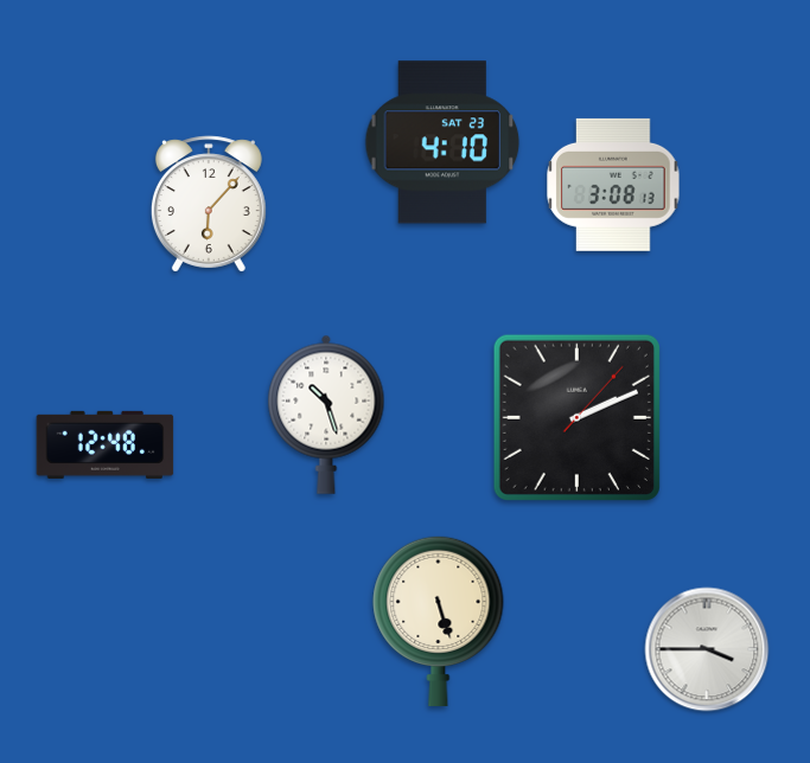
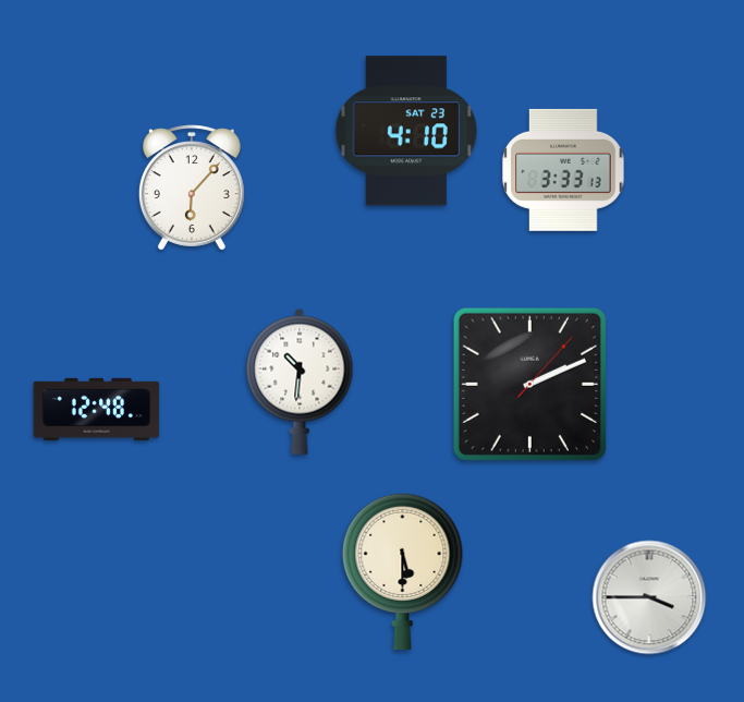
clock at (613, 185): 3:08 -> 3:33
clock at (326, 415): 10:27 -> 10:31
clock at (439, 621): 5:27 -> 5:30
